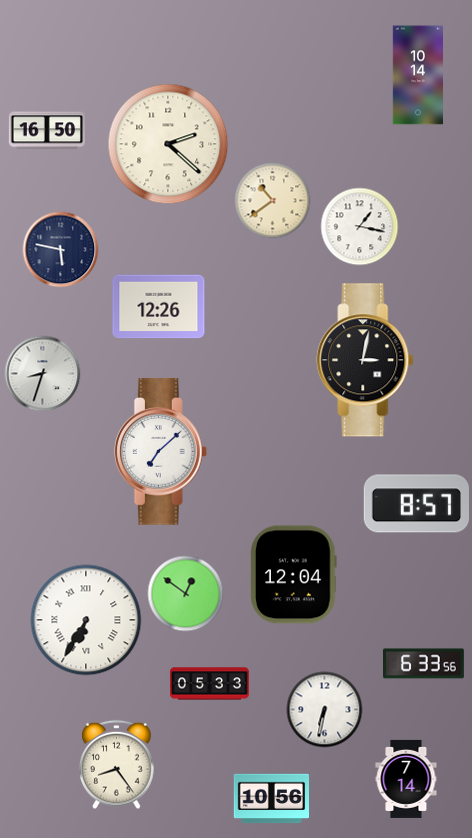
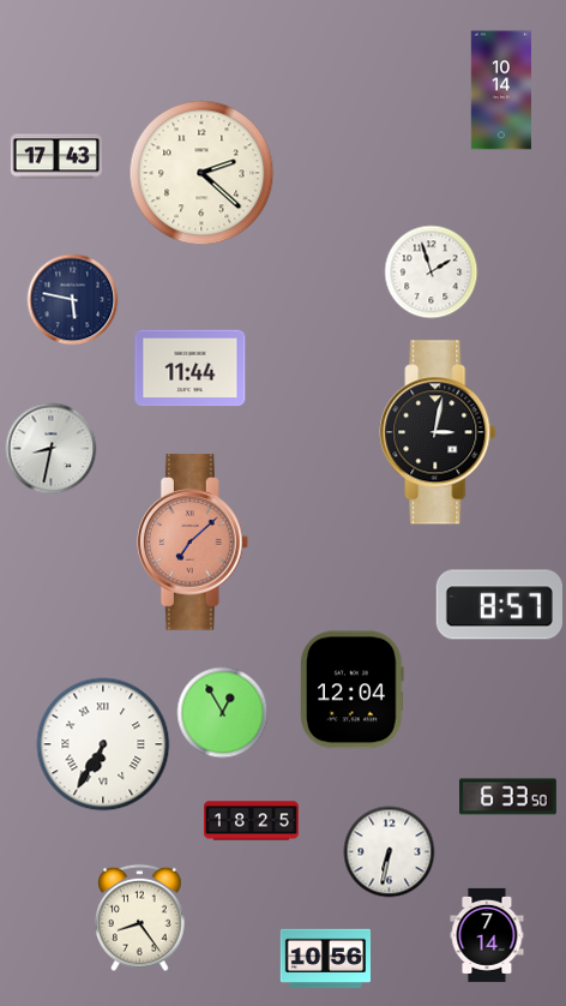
clock at (47, 130): 16:50 -> 17:43
clock at (273, 201): 10:39 -> none
clock at (360, 227): 1:17 -> 1:57
clock at (159, 307): 12:26 -> 11:44
clock at (43, 374): 8:33 -> 8:32
clock at (160, 452) dial: white -> salmon
clock at (186, 594): 12:51 -> 12:55
clock at (424, 664): 6:33:56 -> 6:33:50
clock at (209, 684): 05:33 -> 18:25
